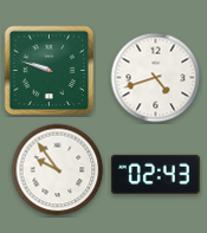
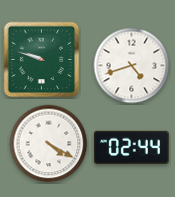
clock at (58, 170): 9:54 -> 4:20
clock at (155, 174): 02:43 -> 02:44
